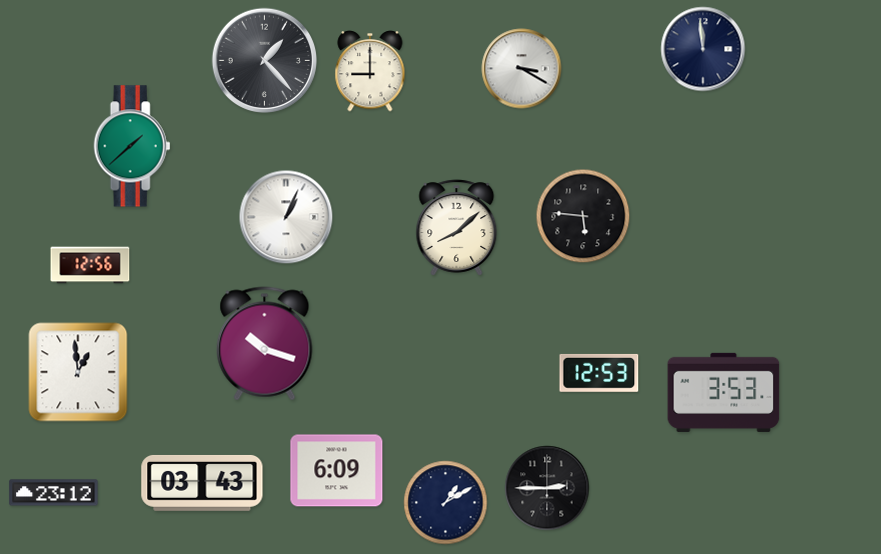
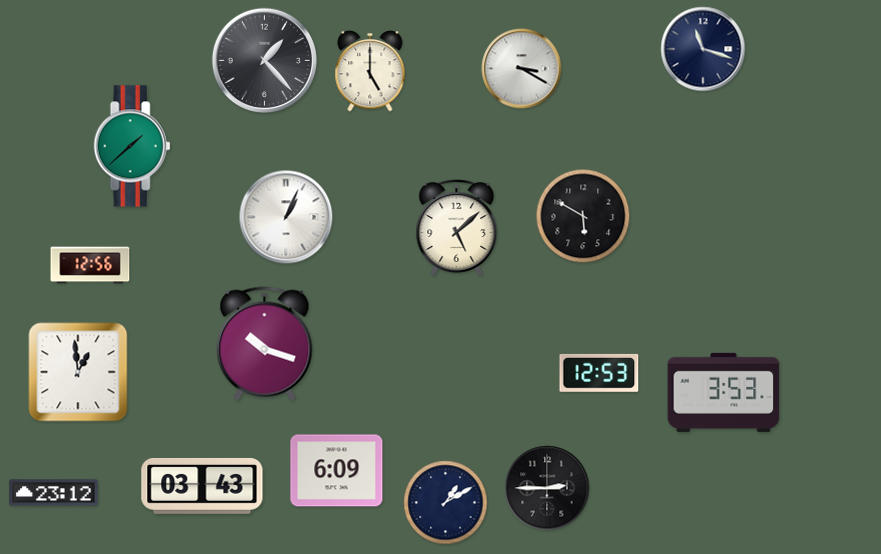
clock at (703, 49): 11:59 -> 11:18
clock at (370, 71): 9:00 -> 5:00
clock at (583, 216): 5:46 -> 5:50
clock at (457, 228): 8:08 -> 5:08
clock at (202, 483) position: (202, 483) -> (202, 486)
